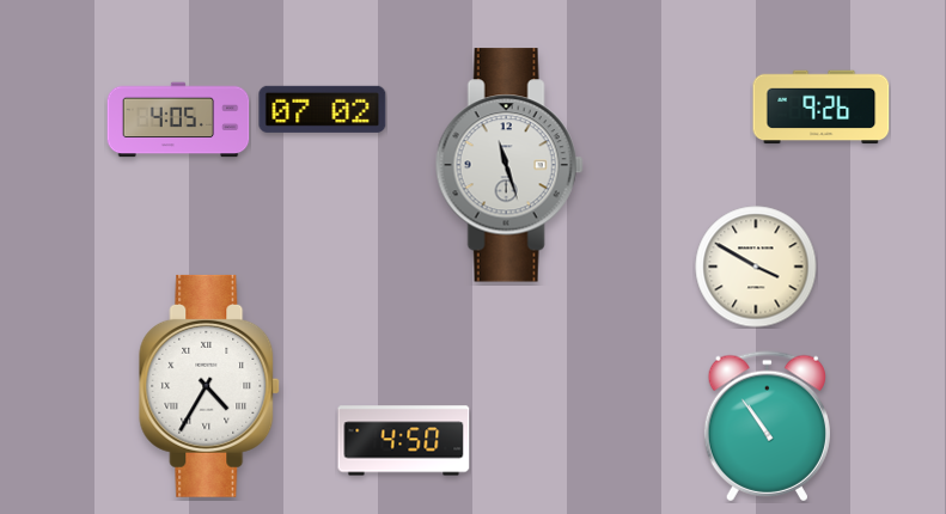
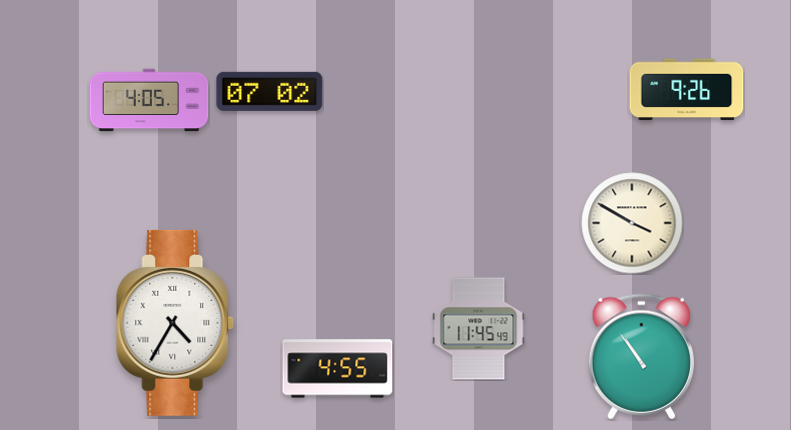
clock at (509, 165): 11:27 -> none
clock at (479, 329): none -> 11:45
clock at (404, 441): 4:50 -> 4:55
